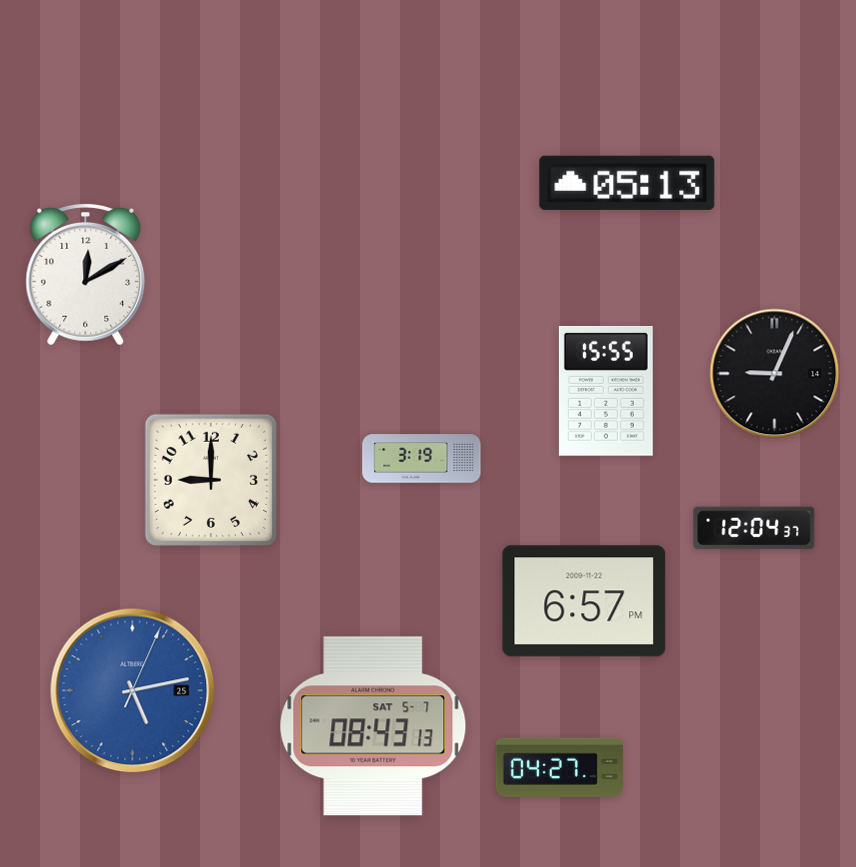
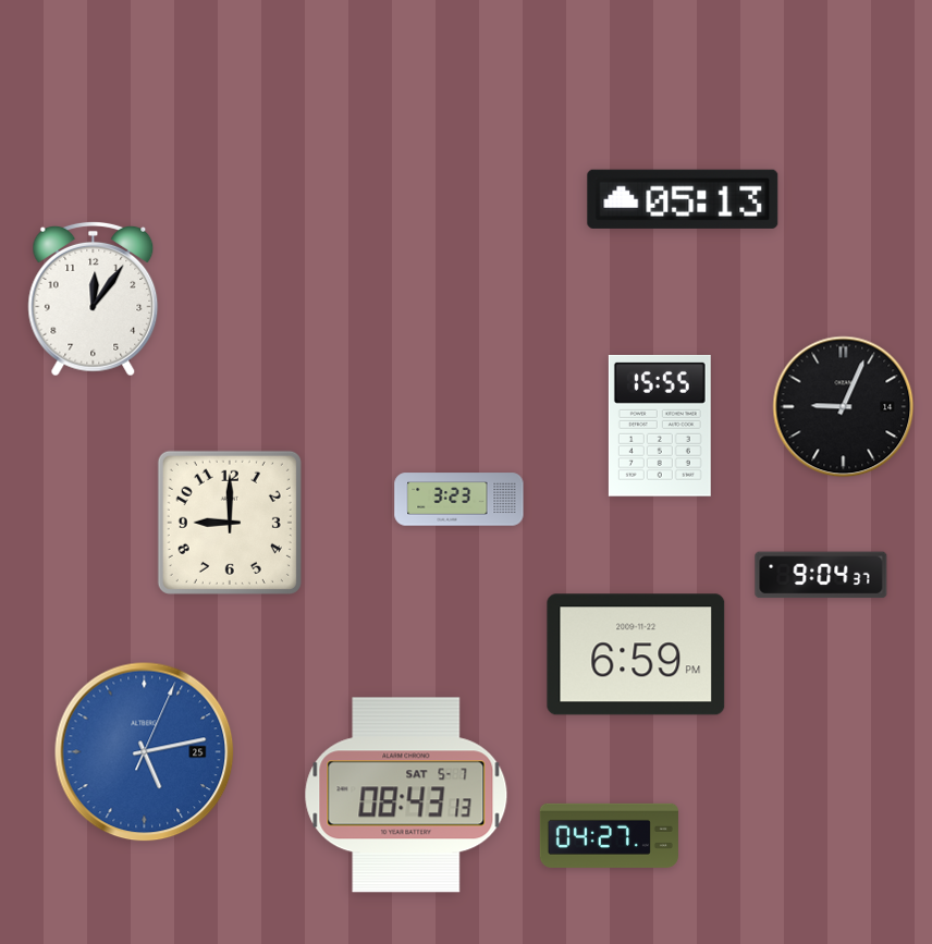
clock at (86, 274): 12:10 -> 12:06
clock at (422, 459): 3:19 -> 3:23
clock at (754, 528): 12:04 -> 9:04
clock at (584, 601): 6:57 -> 6:59
clock at (373, 726) position: (373, 726) -> (406, 795)
